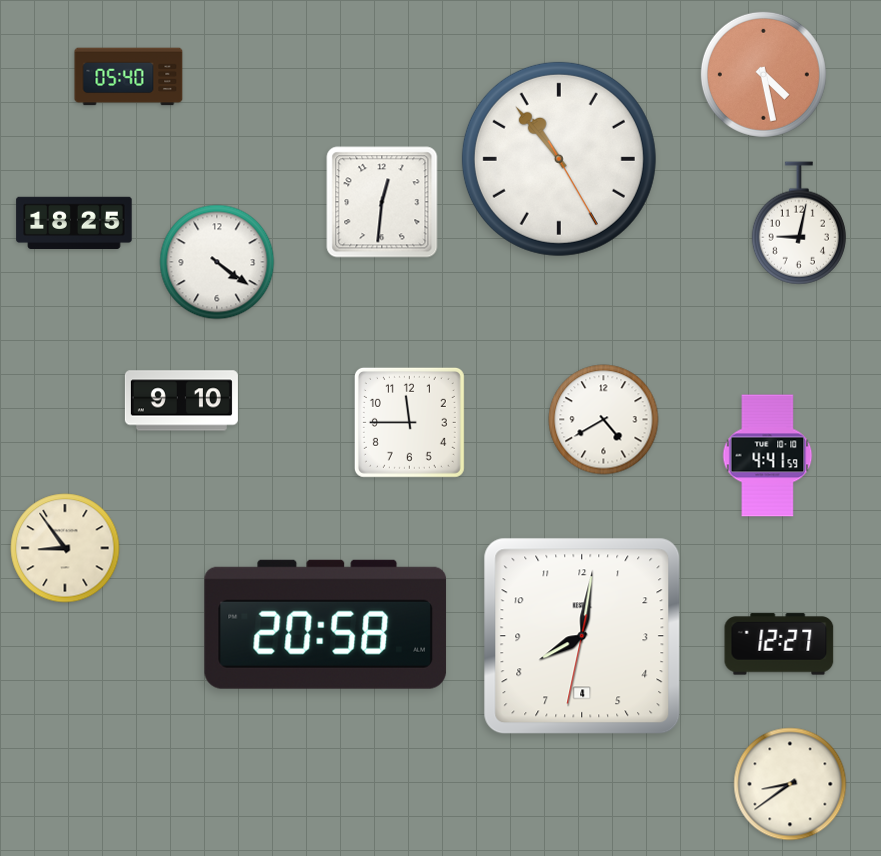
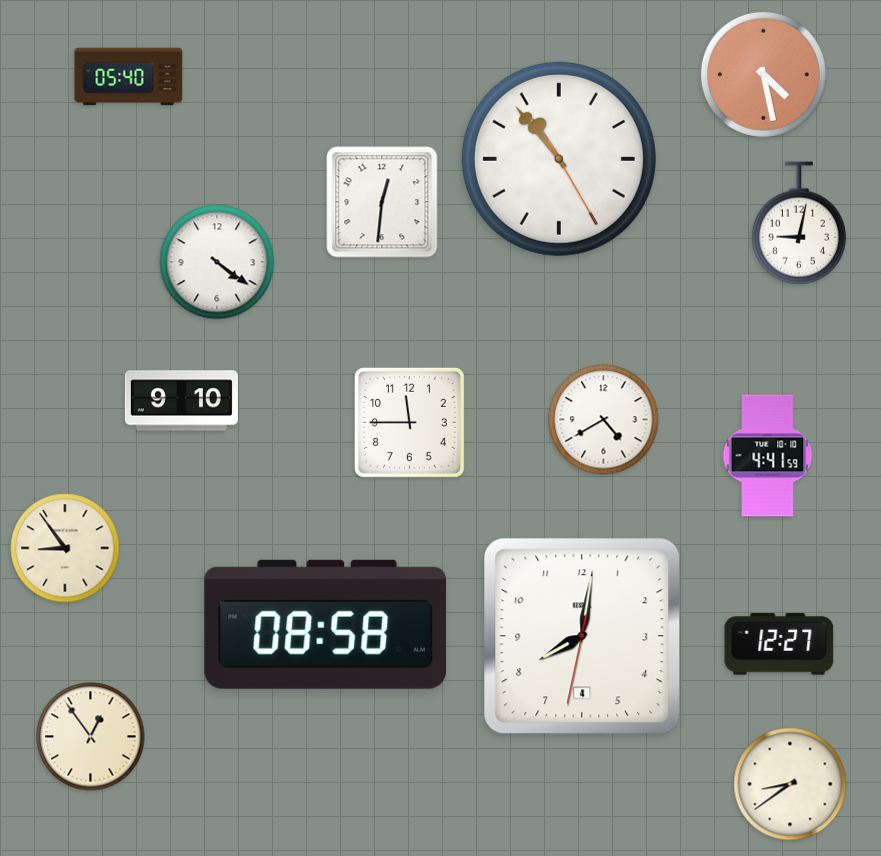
clock at (74, 222): 18:25 -> none
clock at (326, 624): 20:58 -> 08:58
clock at (91, 737): none -> 12:54
